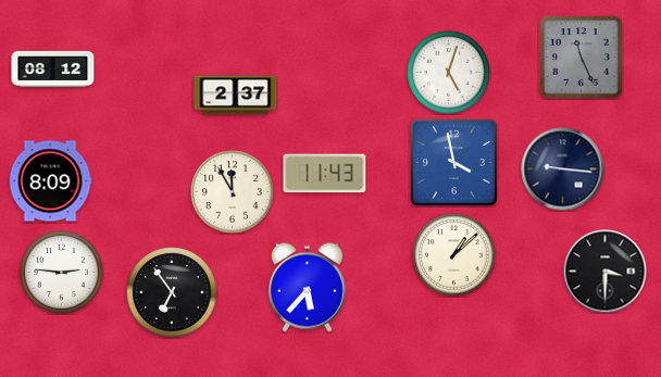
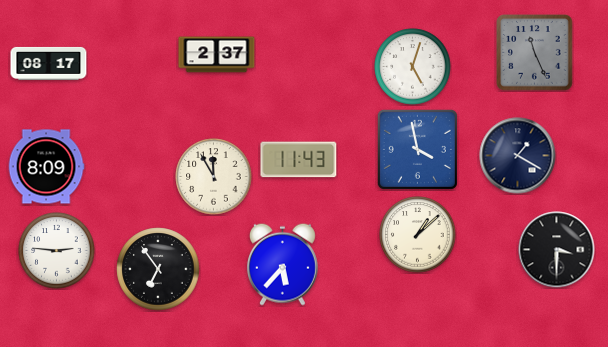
clock at (53, 68): 08:12 -> 08:17
clock at (236, 96) position: (236, 96) -> (217, 55)
clock at (563, 169): 9:16 -> 1:20
